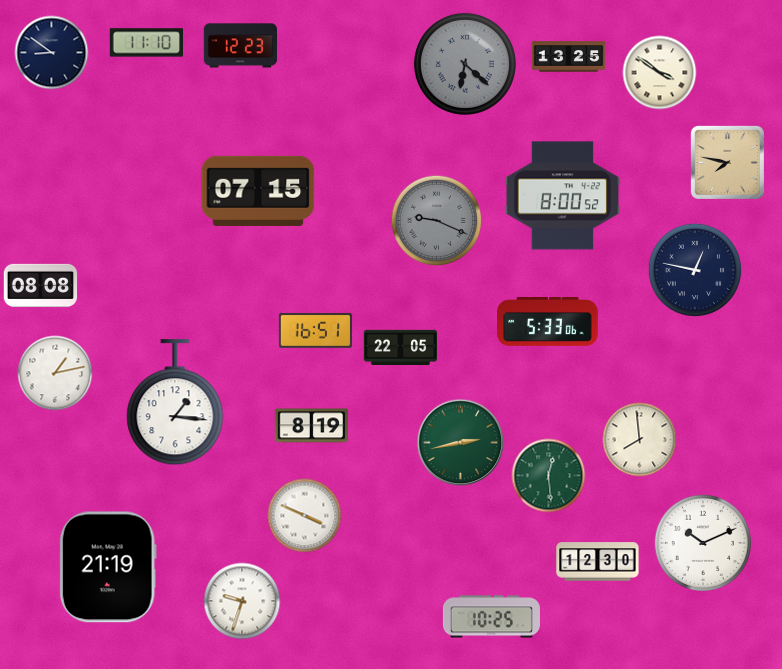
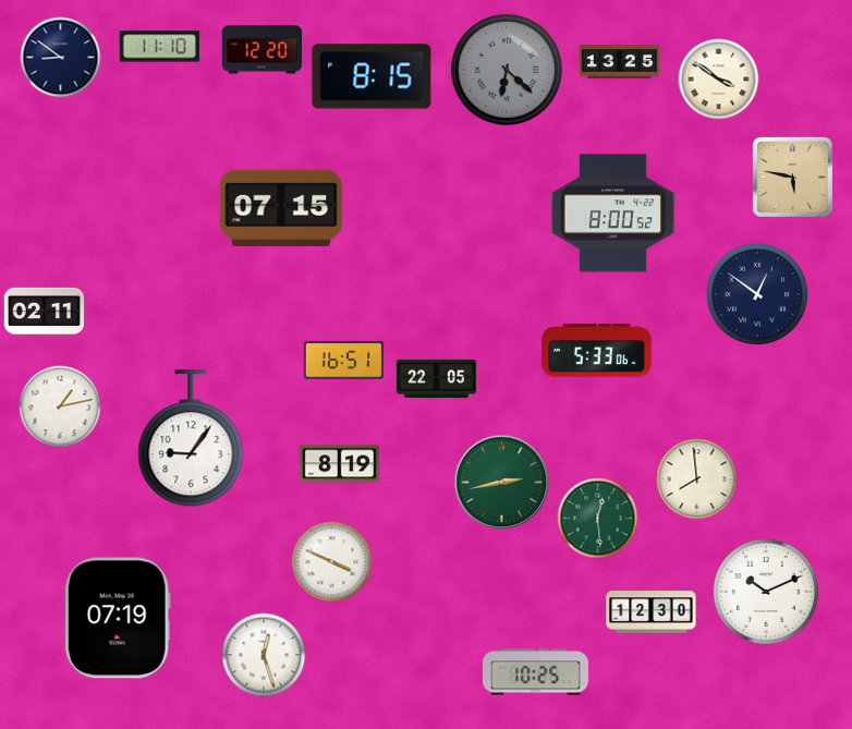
clock at (241, 46): 12:23 -> 12:20
clock at (52, 53) position: (52, 53) -> (61, 58)
clock at (372, 76): none -> 8:15
clock at (727, 162): 7:47 -> 5:47
clock at (437, 221): 9:19 -> none
clock at (694, 269): 12:47 -> 12:51
clock at (41, 285): 08:08 -> 02:11
clock at (175, 403): 1:16 -> 9:06
clock at (108, 567): 21:19 -> 07:19
clock at (242, 601): 9:33 -> 12:27
